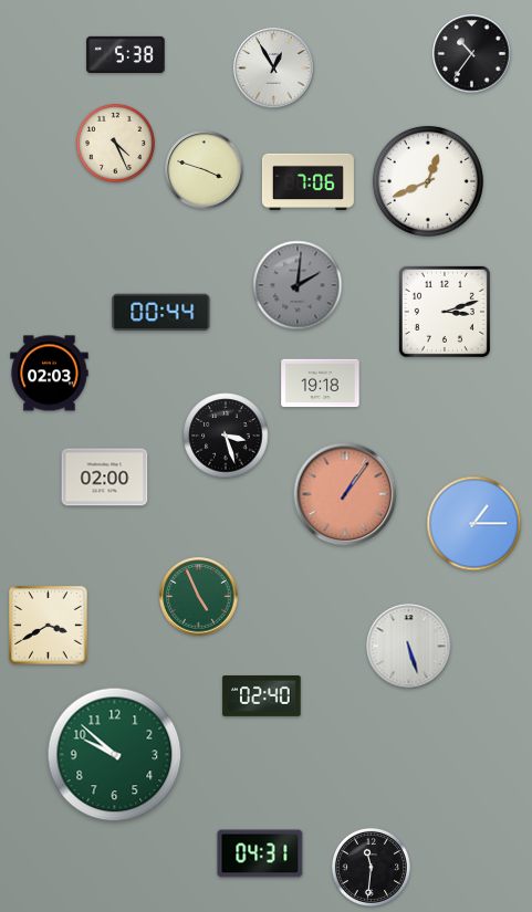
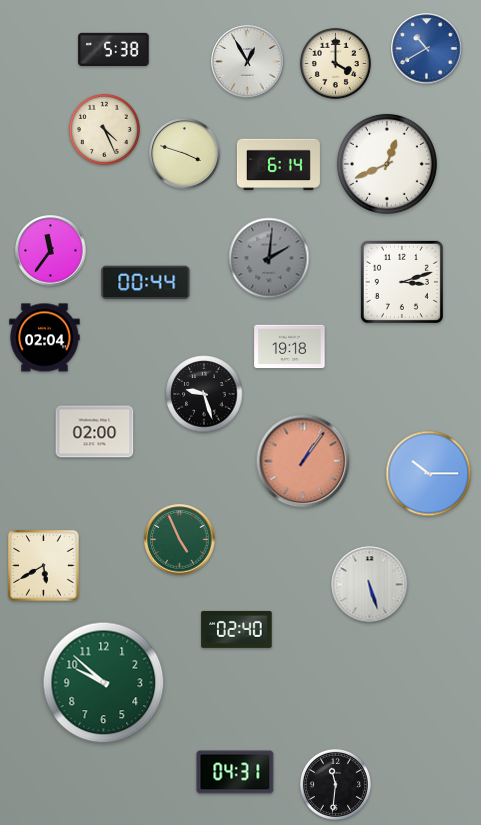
clock at (472, 54): 10:36 -> 10:40
clock at (472, 54) dial: black -> blue
clock at (335, 63): none -> 4:00
clock at (307, 182): 7:06 -> 6:14
clock at (51, 251): none -> 11:36
clock at (50, 374): 02:03 -> 02:04
clock at (226, 436): 3:27 -> 9:27
clock at (345, 494) position: (345, 494) -> (303, 461)
clock at (474, 524): 1:15 -> 10:15
clock at (49, 626): 3:40 -> 5:40
